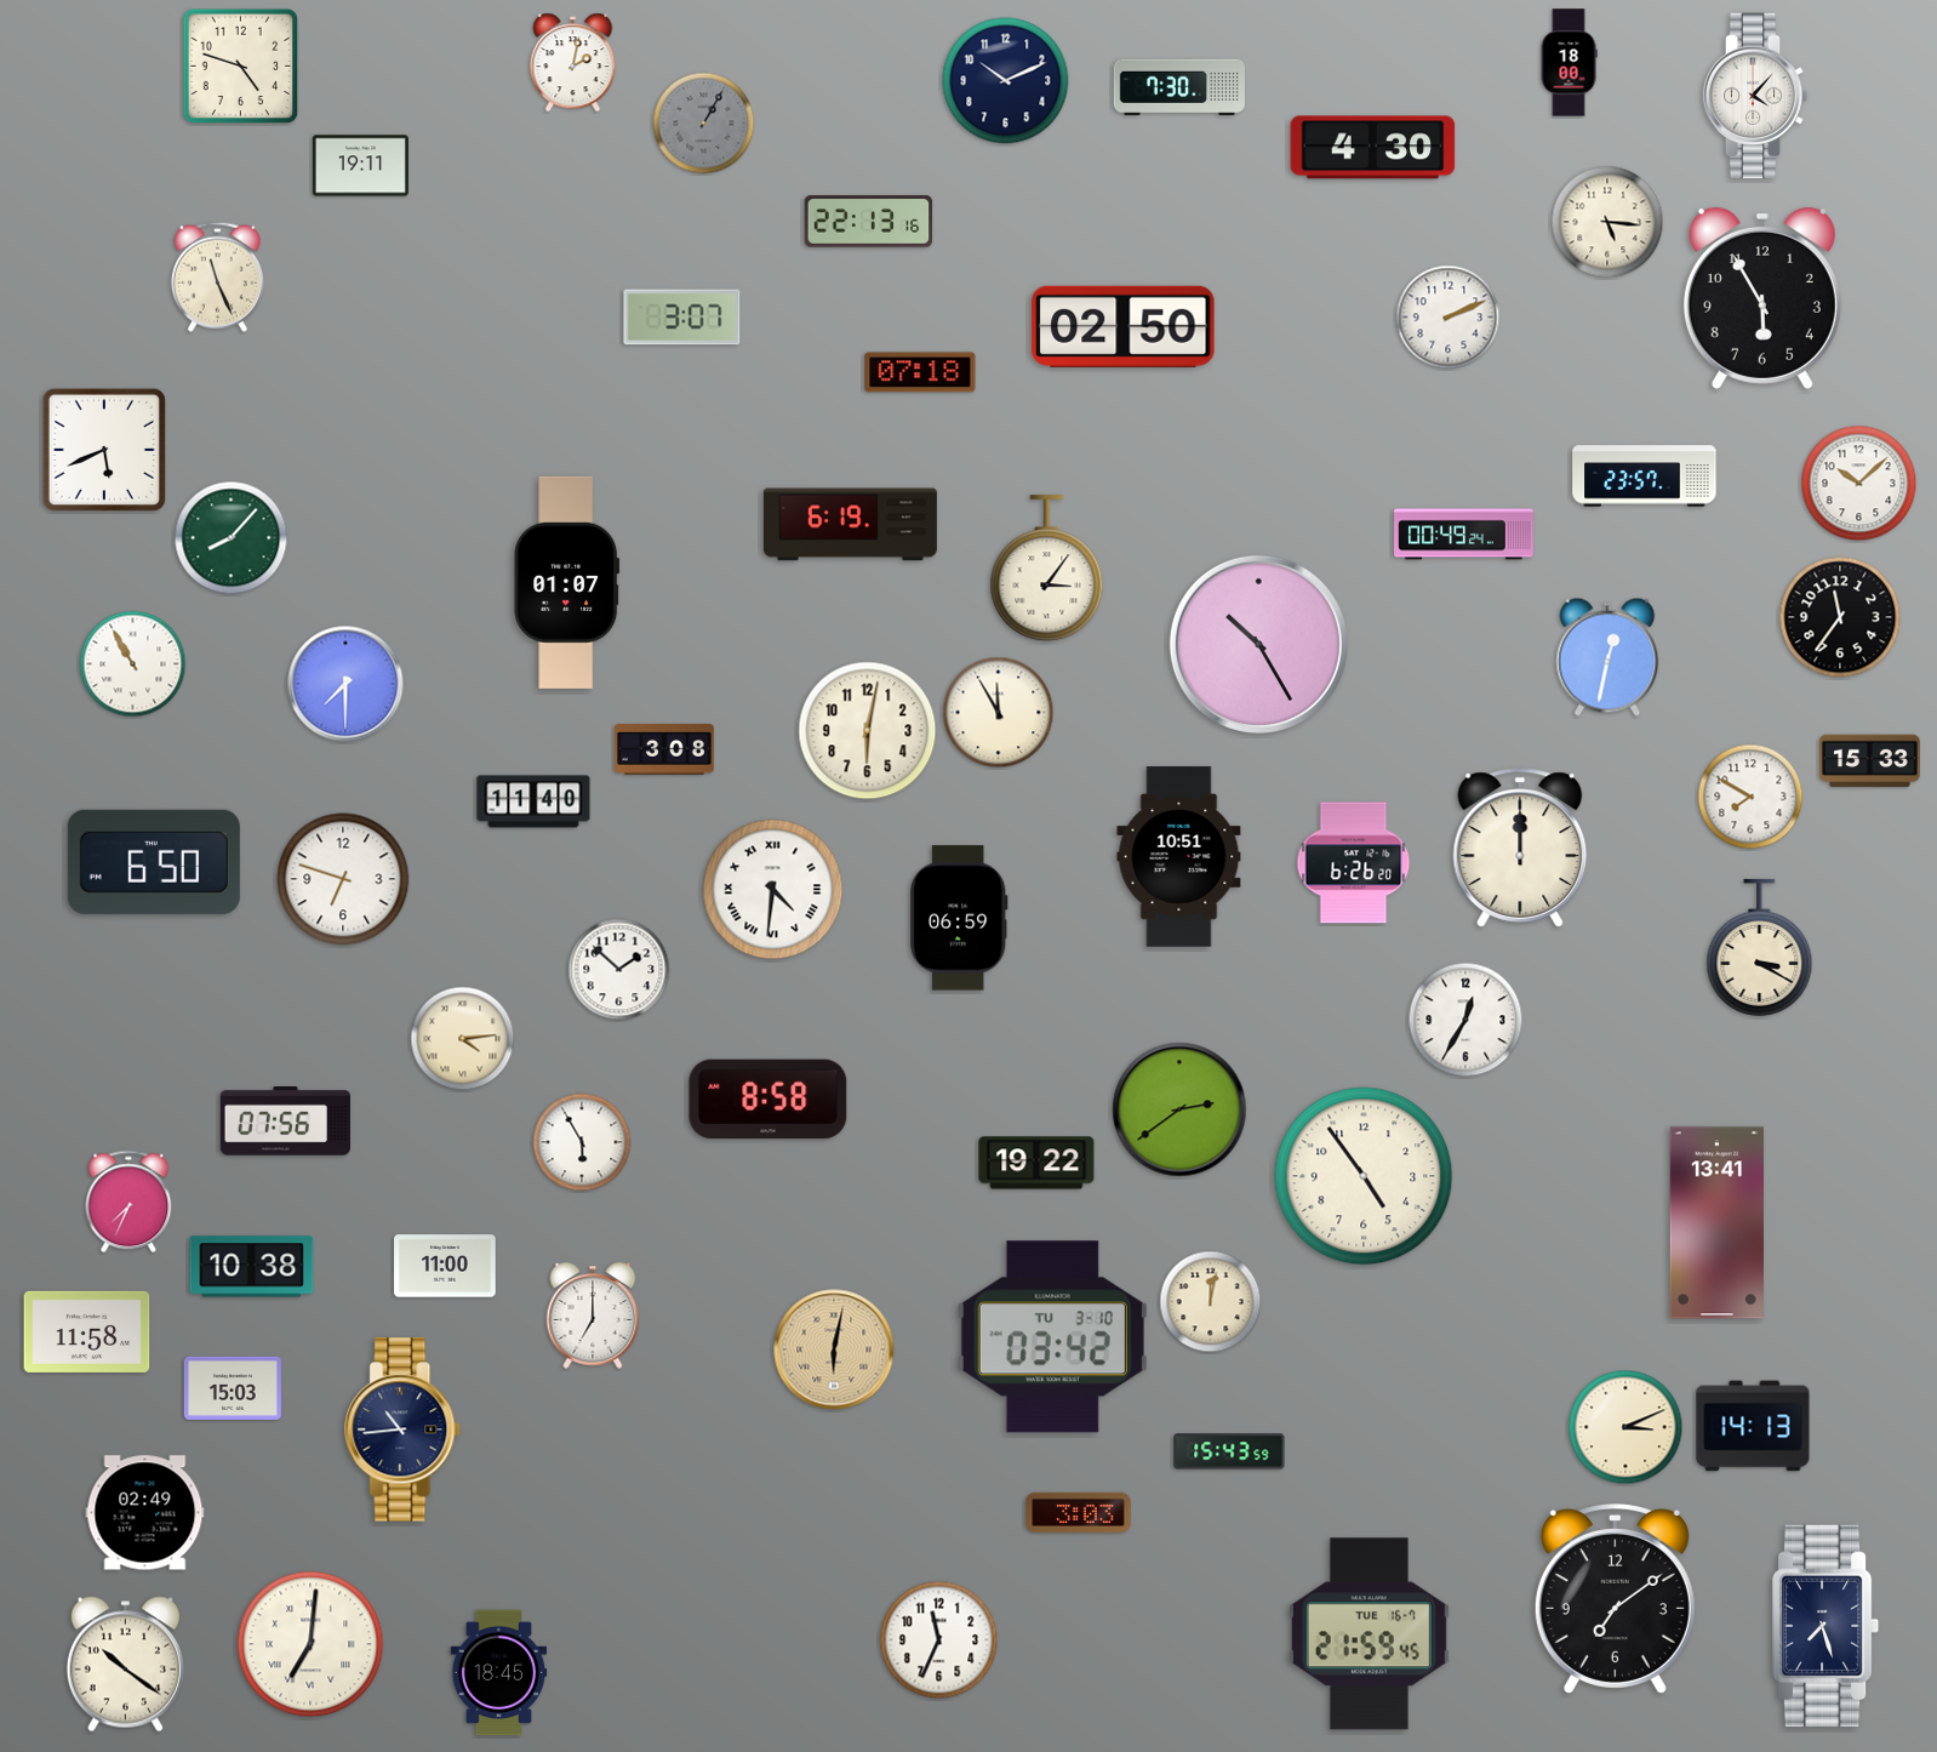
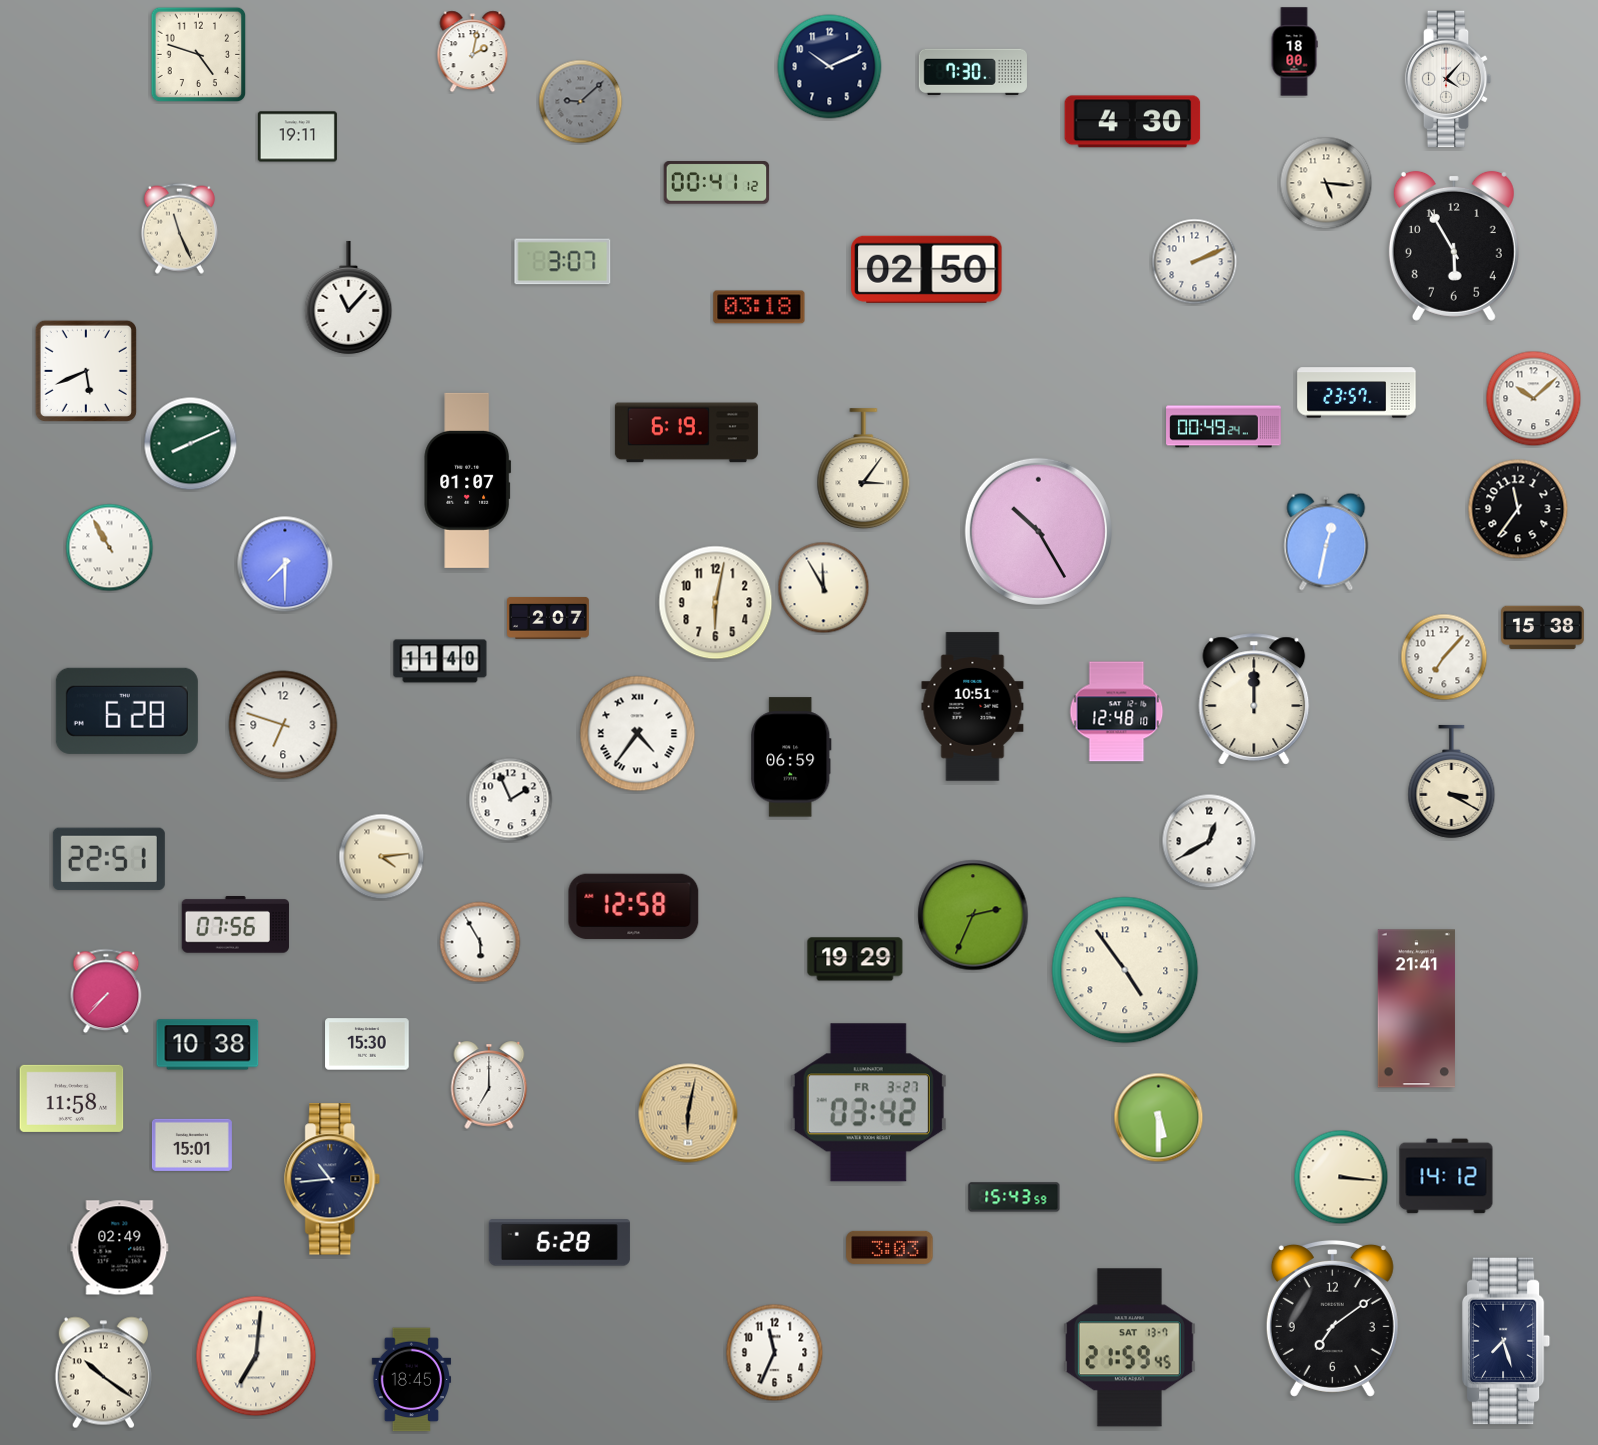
clock at (704, 124): 1:05 -> 9:08
clock at (869, 222): 22:13 -> 00:41
clock at (349, 297): none -> 11:07
clock at (920, 372): 07:18 -> 03:18
clock at (850, 525) position: (850, 525) -> (686, 433)
clock at (1464, 535) position: (1464, 535) -> (1224, 427)
clock at (232, 538): 8:07 -> 8:11
clock at (665, 749): 3:08 -> 2:07
clock at (1870, 761): 15:33 -> 15:38
clock at (1750, 797): 7:50 -> 7:07
clock at (154, 862): 6:50 -> 6:28
clock at (1354, 863): 6:26 -> 12:48
clock at (773, 890): 4:31 -> 4:36
clock at (619, 970): 1:52 -> 1:56
clock at (1465, 1020): 12:35 -> 12:40
clock at (109, 859): none -> 22:51
clock at (768, 1100): 8:58 -> 12:58
clock at (1179, 1109): 2:39 -> 2:34
clock at (1036, 1163): 19:22 -> 19:29
clock at (128, 1202): 7:34 -> 7:37
clock at (1716, 1223): 13:41 -> 21:41
clock at (445, 1266): 11:00 -> 15:30
clock at (1211, 1302): 12:02 -> none
clock at (1052, 1337) date: TU 3-10 -> FR 3-27
clock at (1159, 1118): none -> 5:30
clock at (233, 1388): 15:03 -> 15:01
clock at (1753, 1426): 14:13 -> 14:12
clock at (1625, 1427): 3:11 -> 3:16
clock at (559, 1243): none -> 6:28
clock at (1369, 1634) date: TUE 16-7 -> SAT 13-7
